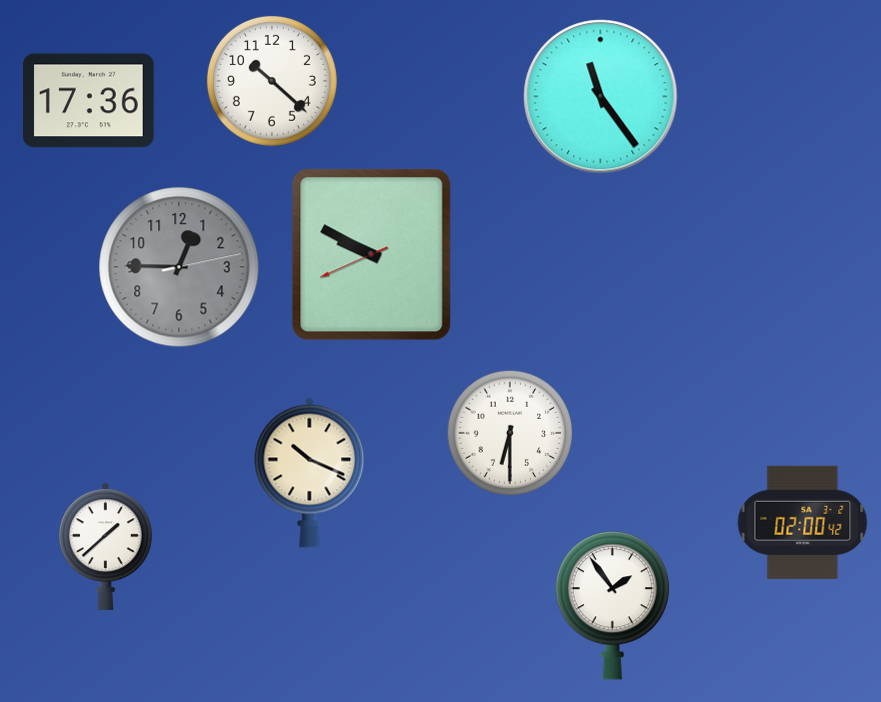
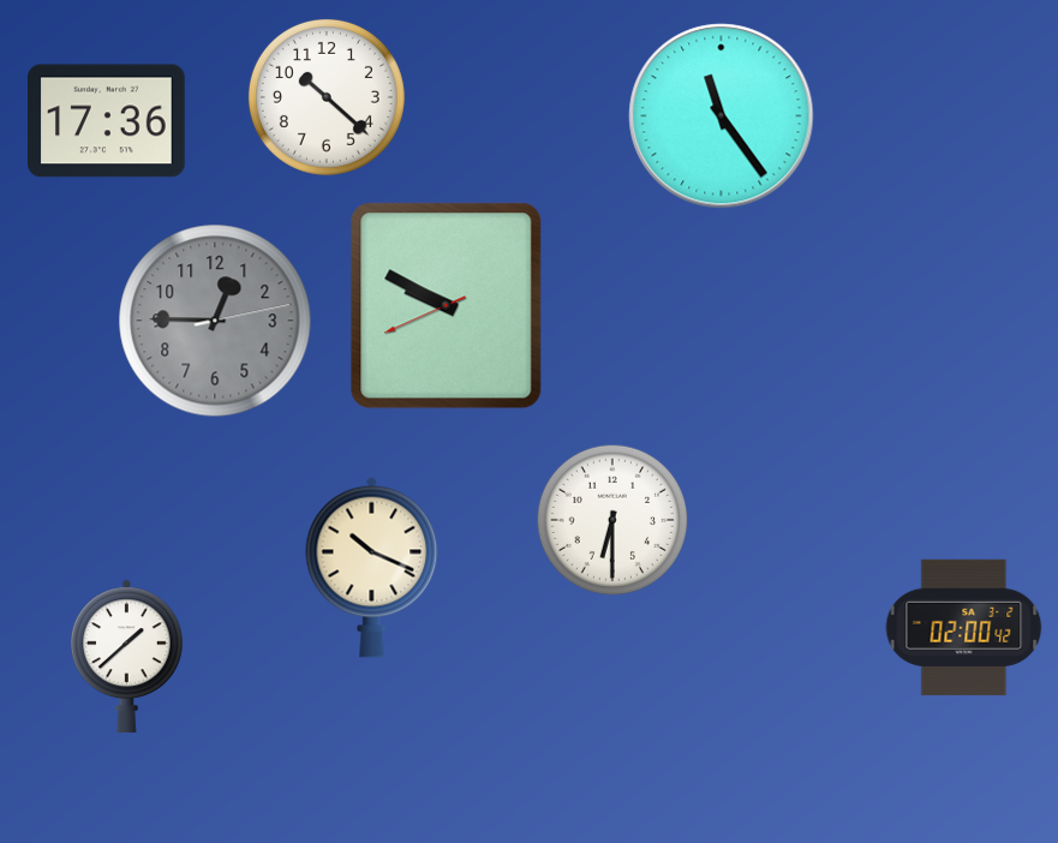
clock at (612, 606): 1:54 -> none
